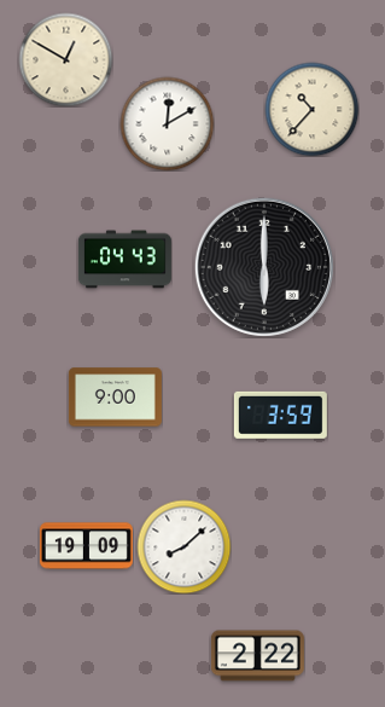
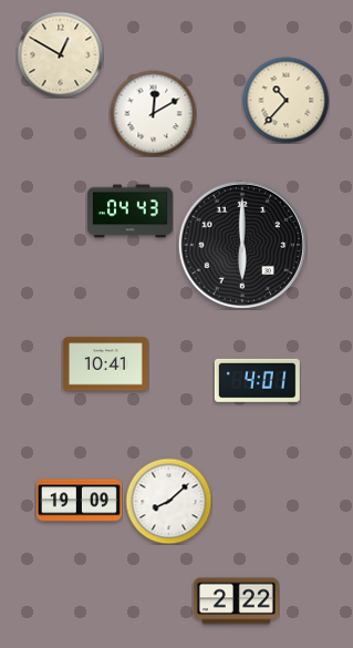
clock at (124, 260) position: (124, 260) -> (129, 212)
clock at (115, 398): 9:00 -> 10:41
clock at (280, 415): 3:59 -> 4:01
